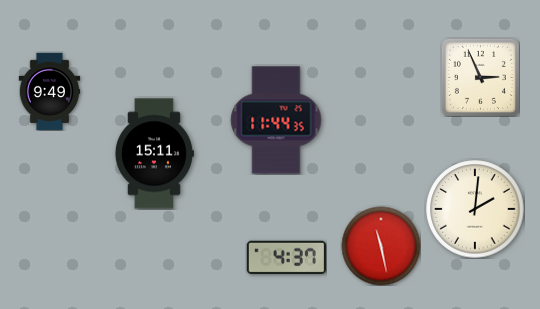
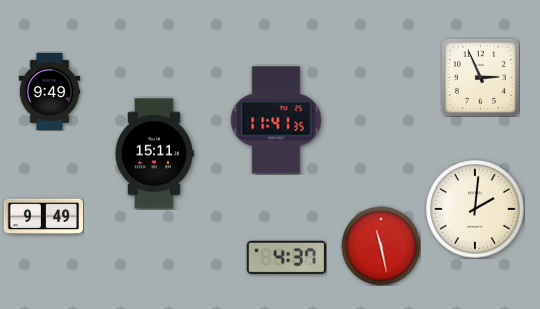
clock at (276, 120): 11:44 -> 11:41
clock at (43, 217): none -> 9:49
